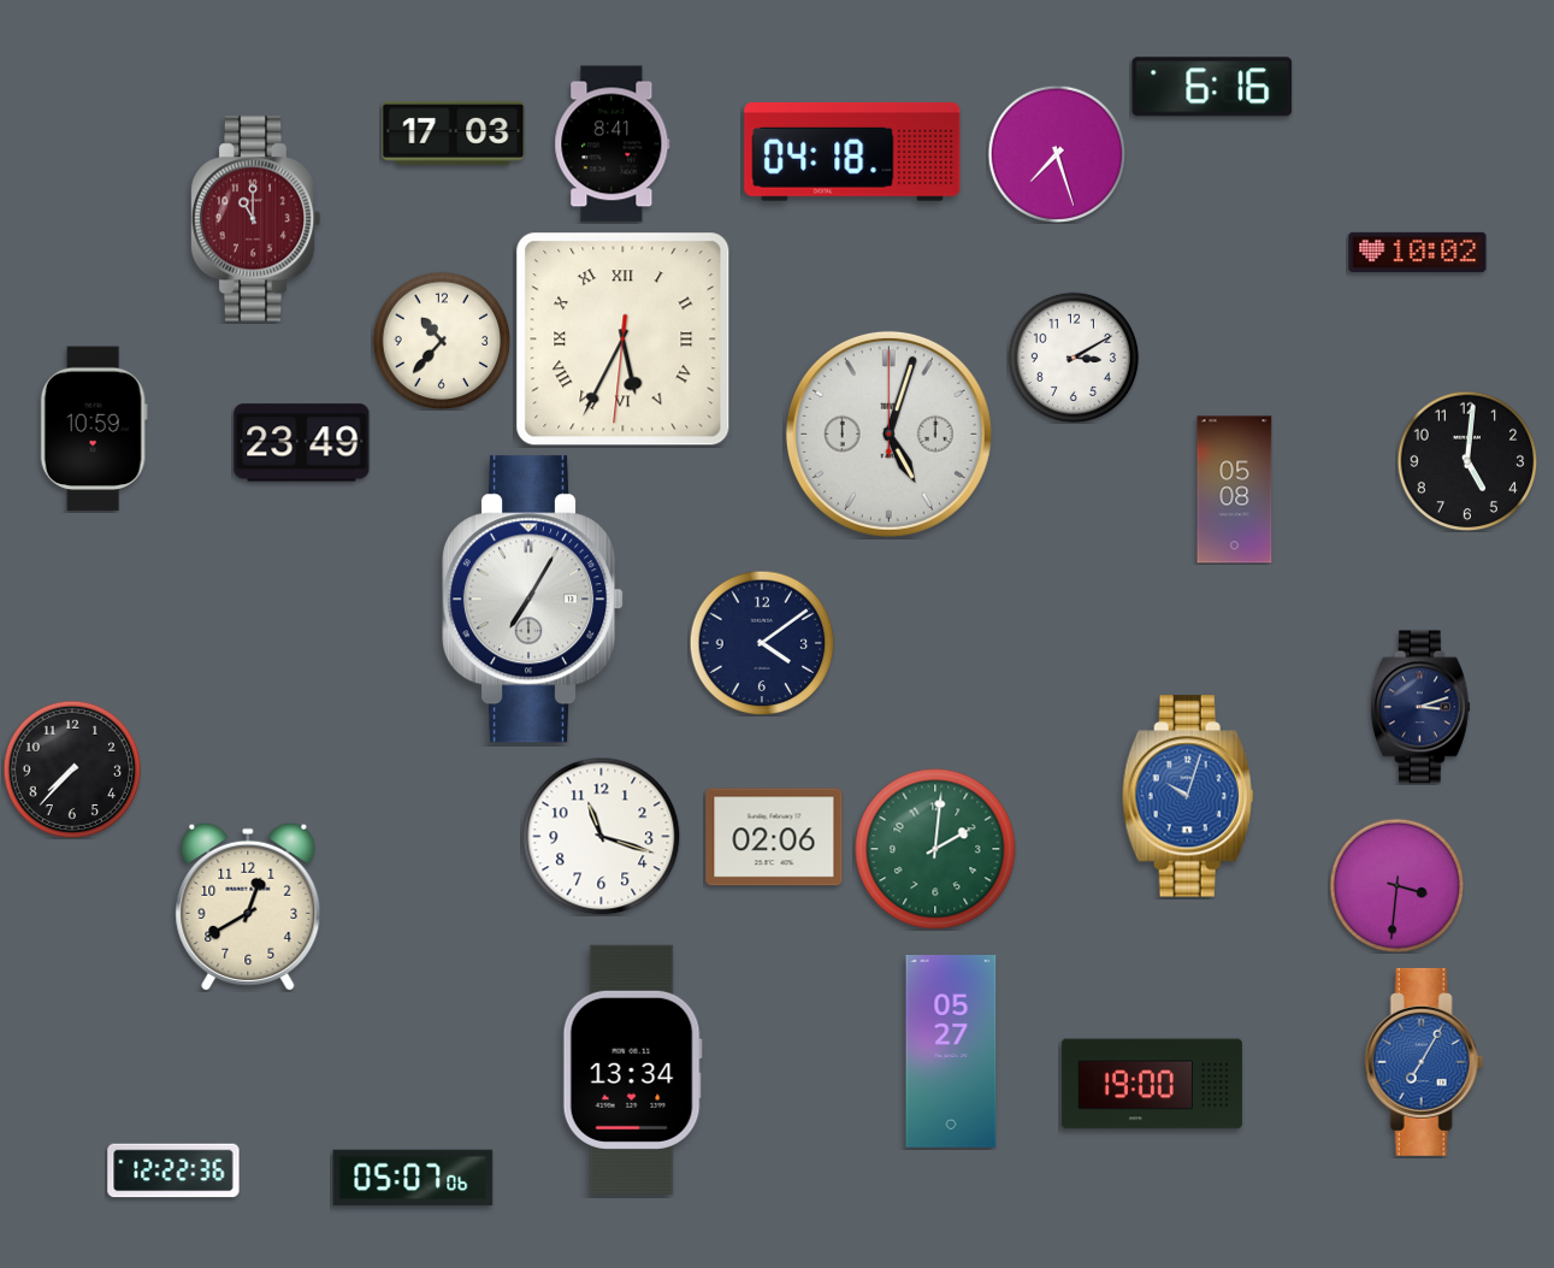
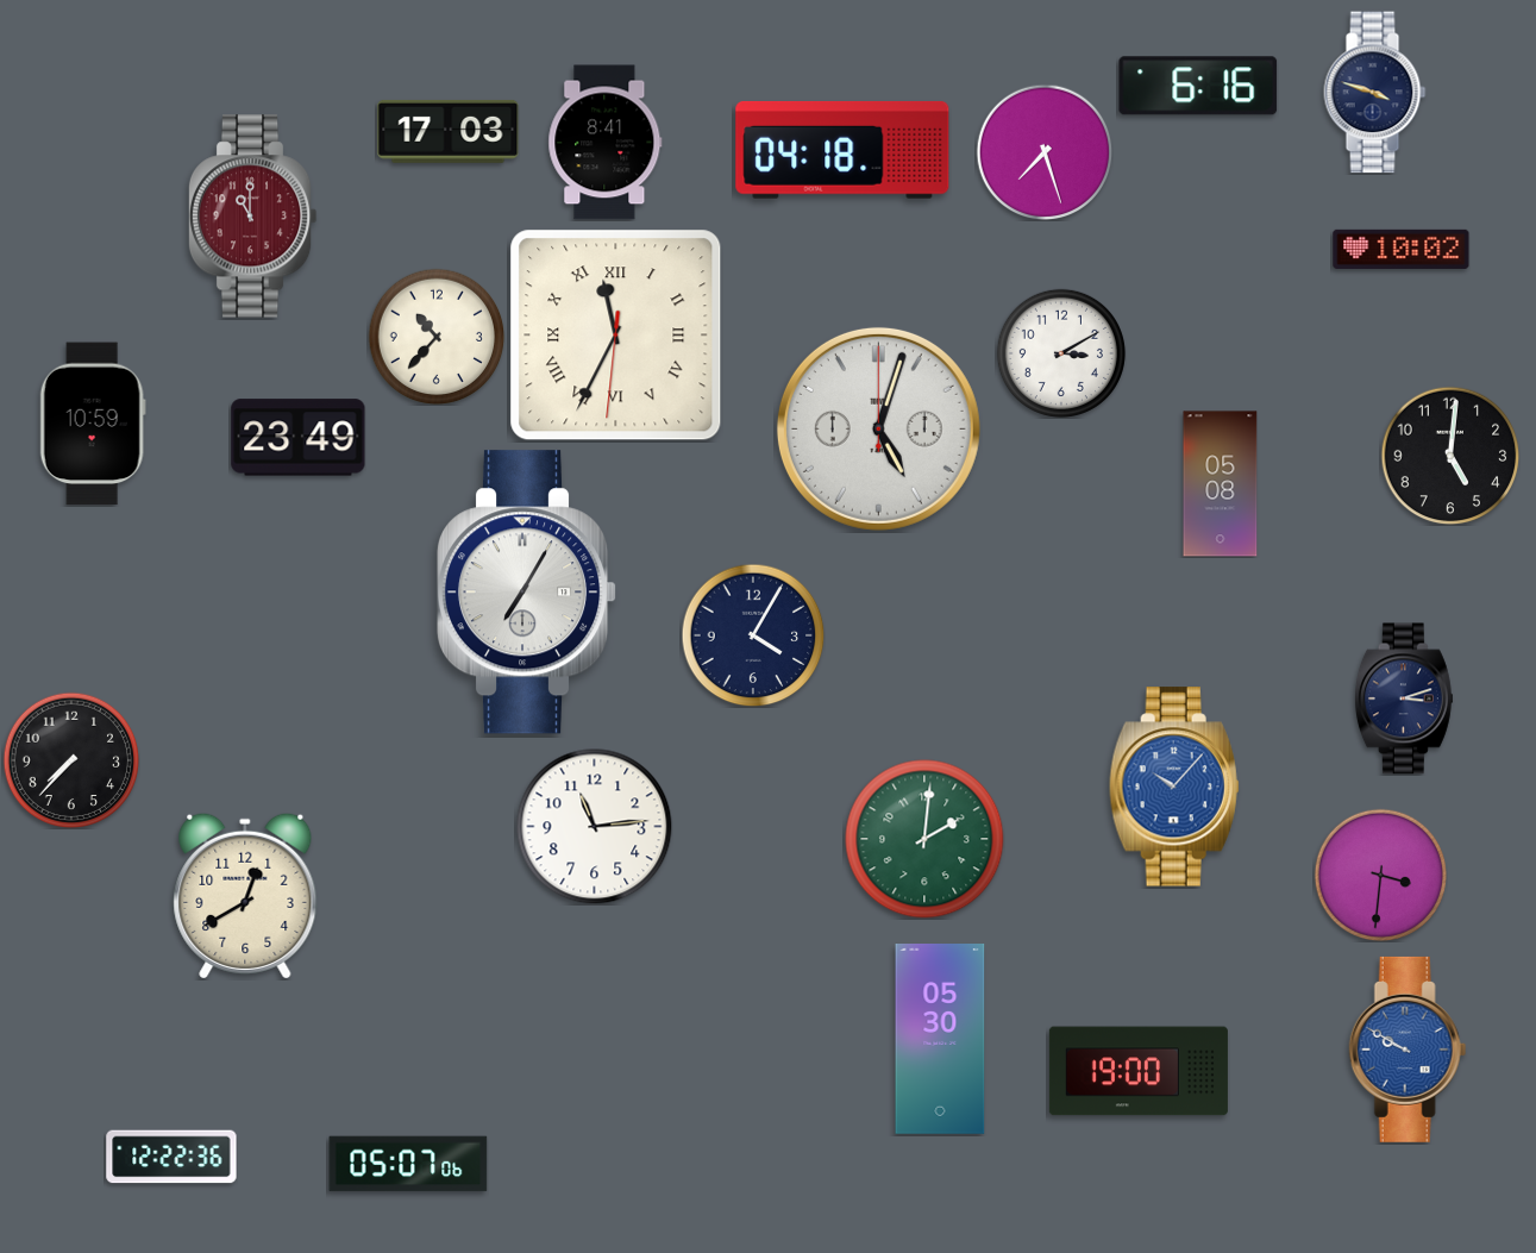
clock at (1375, 93): none -> 3:48
clock at (624, 340): 5:34 -> 11:34
clock at (762, 643): 4:09 -> 4:05
clock at (1188, 796): 10:03 -> 10:07
clock at (602, 837): 11:18 -> 11:14
clock at (774, 837): 02:06 -> none
clock at (951, 1052): 05:27 -> 05:30
clock at (1424, 1062): 7:05 -> 9:50
clock at (632, 1069): 13:34 -> none
